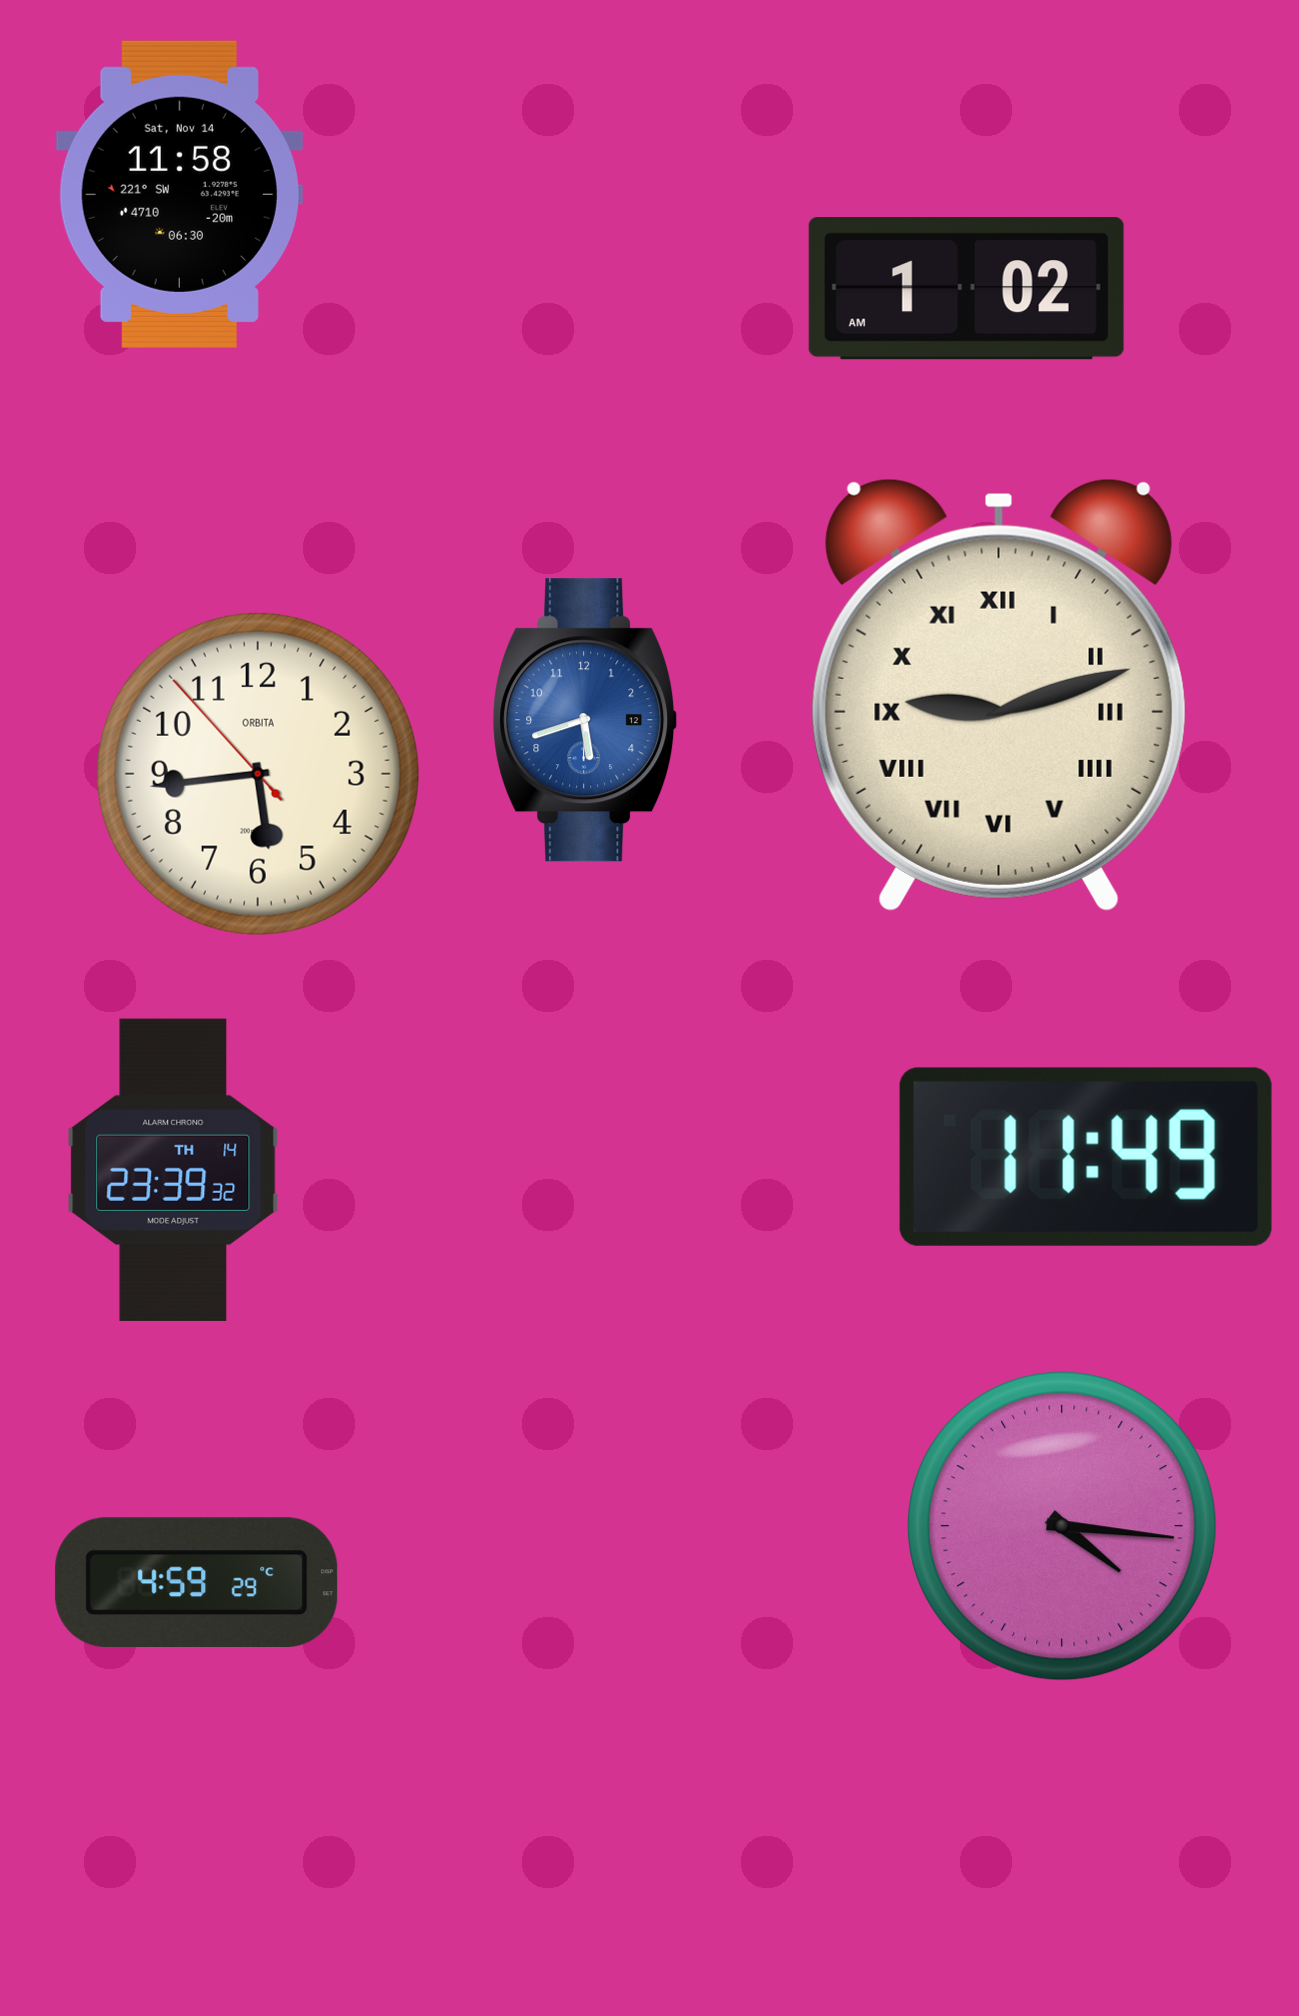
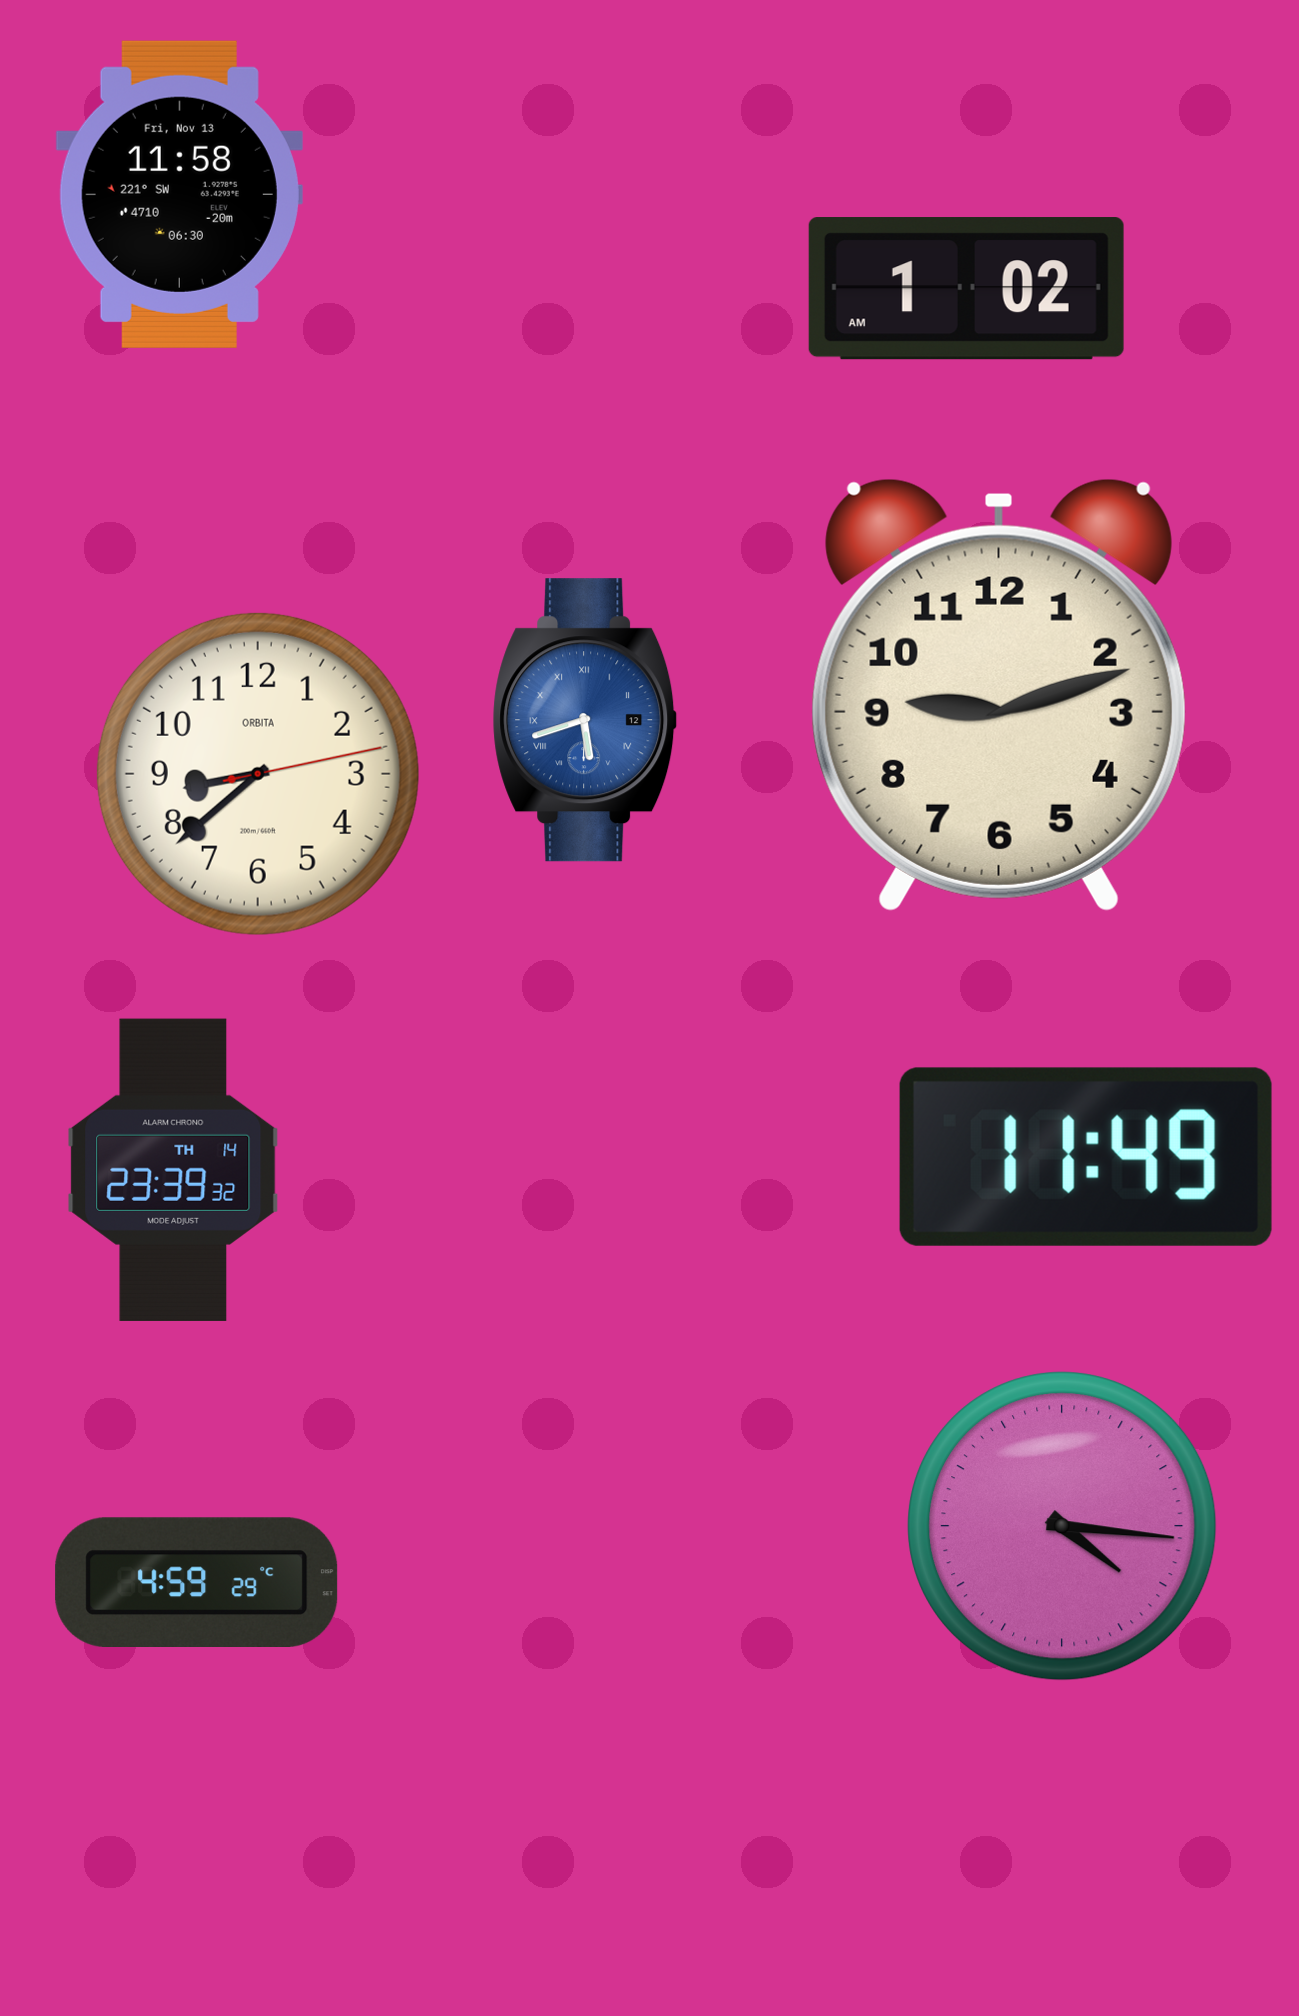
clock at (179, 194) date: Sat, Nov 14 -> Fri, Nov 13
clock at (999, 695) numerals: Roman -> Arabic
clock at (585, 720) numerals: Arabic -> Roman
clock at (258, 774): 5:43 -> 8:38
